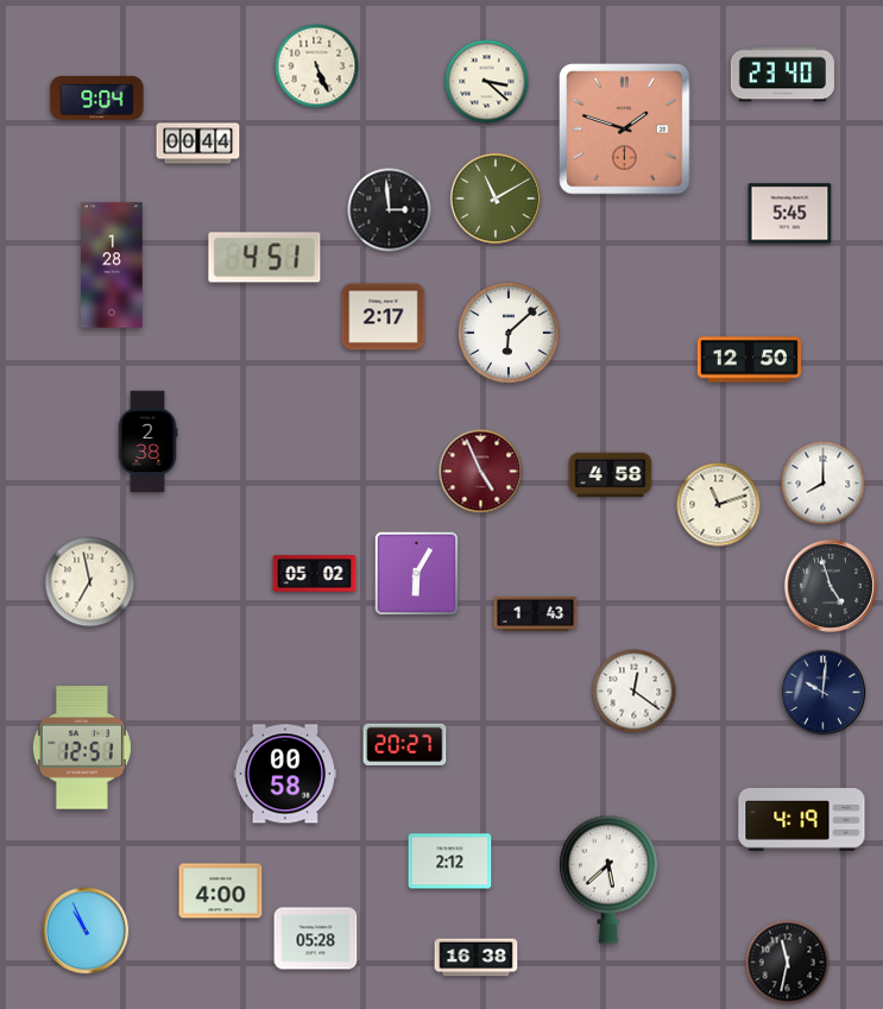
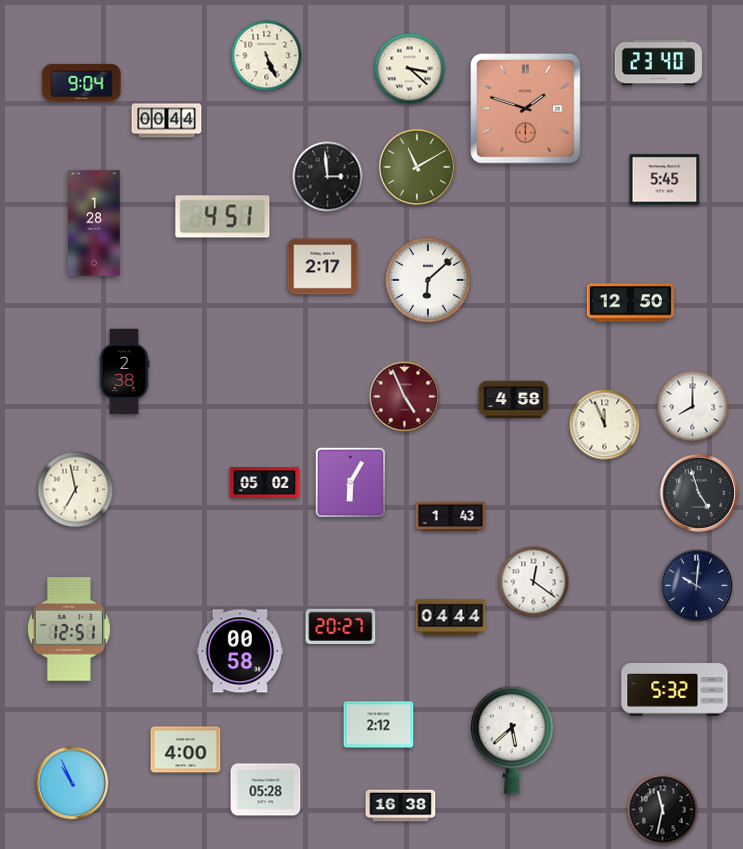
clock at (719, 505): 11:12 -> 11:56
clock at (824, 693) position: (824, 693) -> (697, 586)
clock at (451, 618): none -> 04:44
clock at (802, 820): 4:19 -> 5:32
